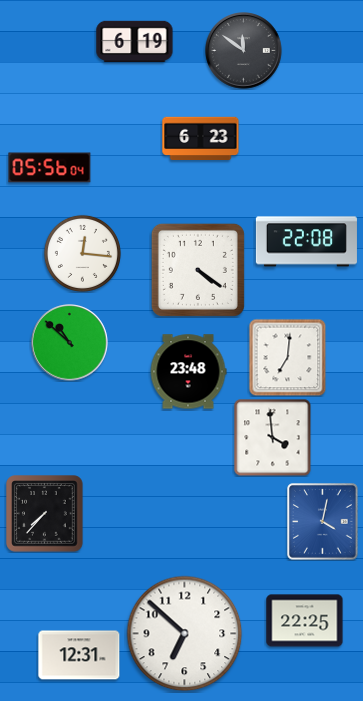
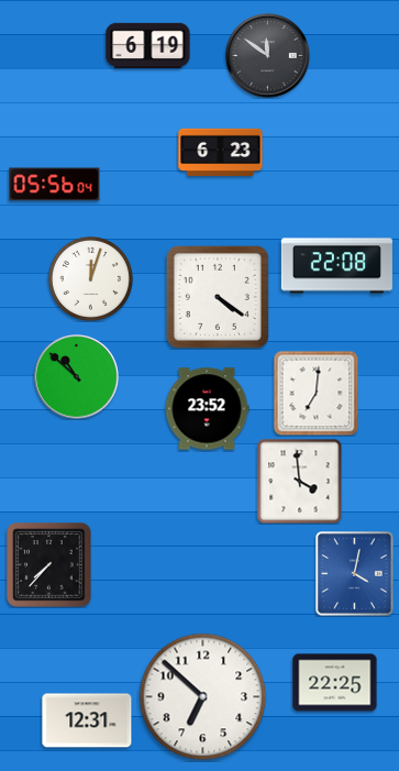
clock at (82, 253): 12:16 -> 12:03
clock at (188, 372): 23:48 -> 23:52
